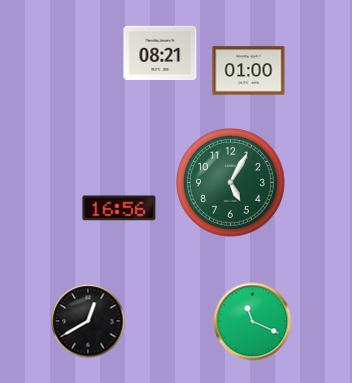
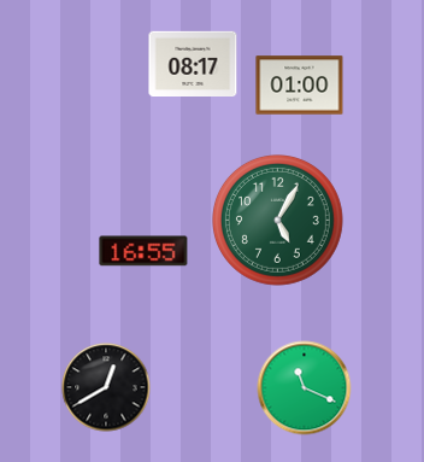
clock at (160, 53): 08:21 -> 08:17
clock at (119, 208): 16:56 -> 16:55
